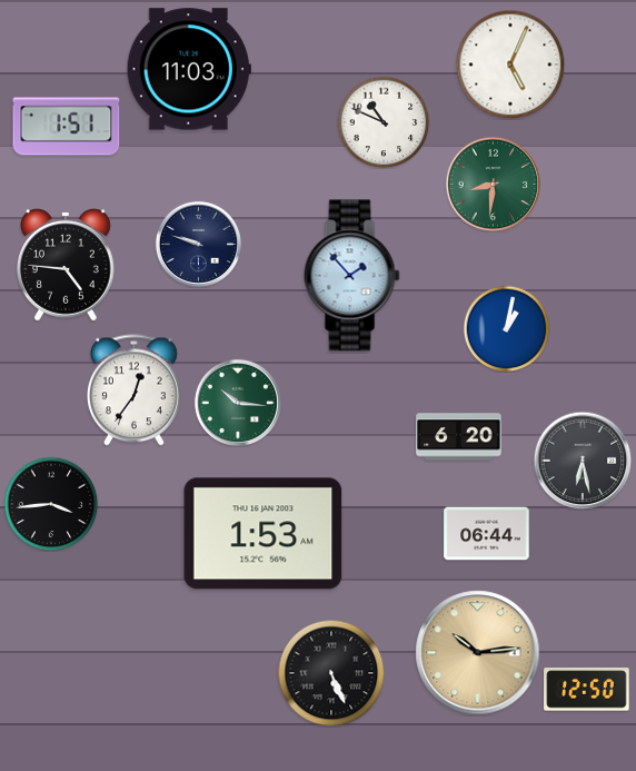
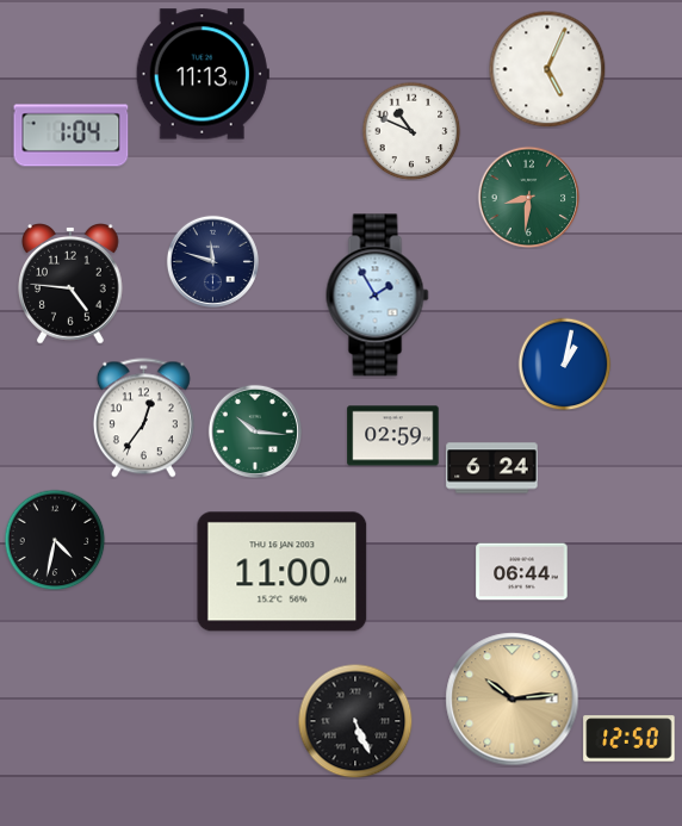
clock at (189, 69): 11:03 -> 11:13
clock at (67, 127): 1:51 -> 1:04
clock at (198, 244): 9:48 -> 11:48
clock at (352, 276): 1:53 -> 1:55
clock at (506, 328) position: (506, 328) -> (564, 364)
clock at (393, 436): none -> 02:59
clock at (459, 437): 6:20 -> 6:24
clock at (583, 461): 6:28 -> none
clock at (51, 504): 3:44 -> 4:32
clock at (264, 534): 1:53 -> 11:00
